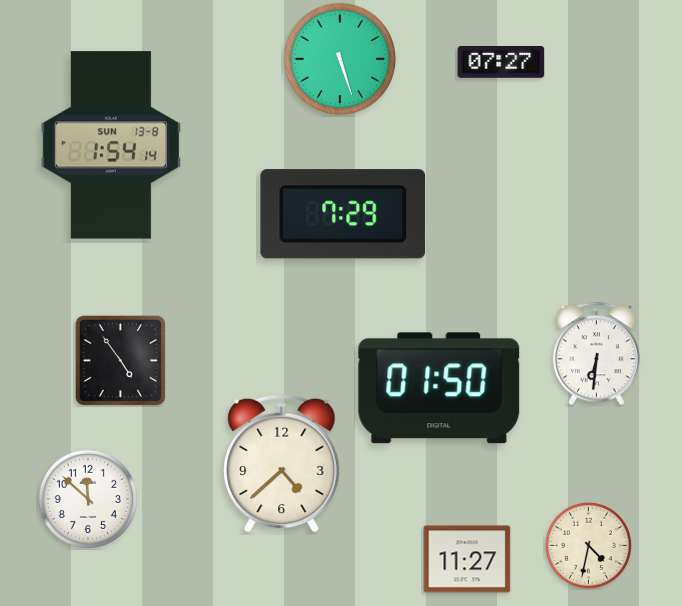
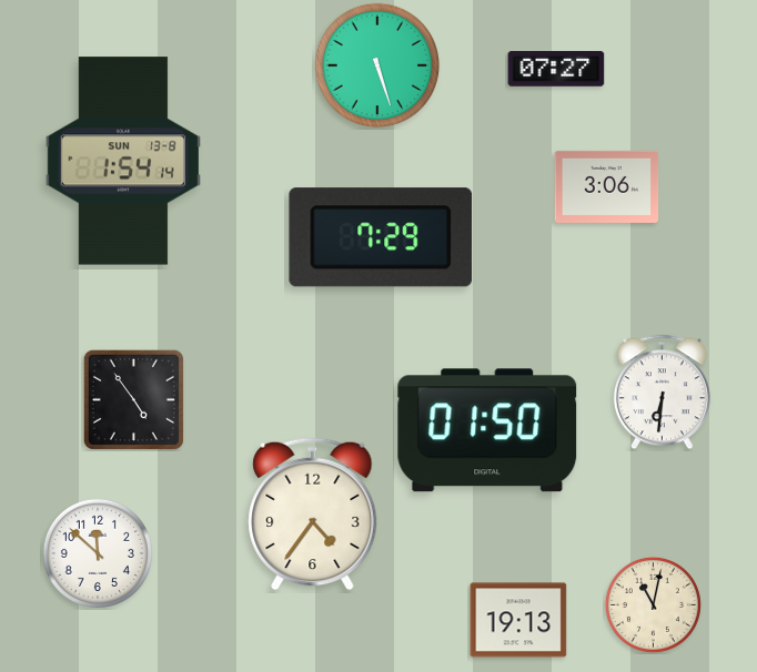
clock at (607, 186): none -> 3:06
clock at (282, 464): 4:38 -> 4:36
clock at (588, 545): 4:32 -> 11:02
clock at (467, 559): 11:27 -> 19:13
